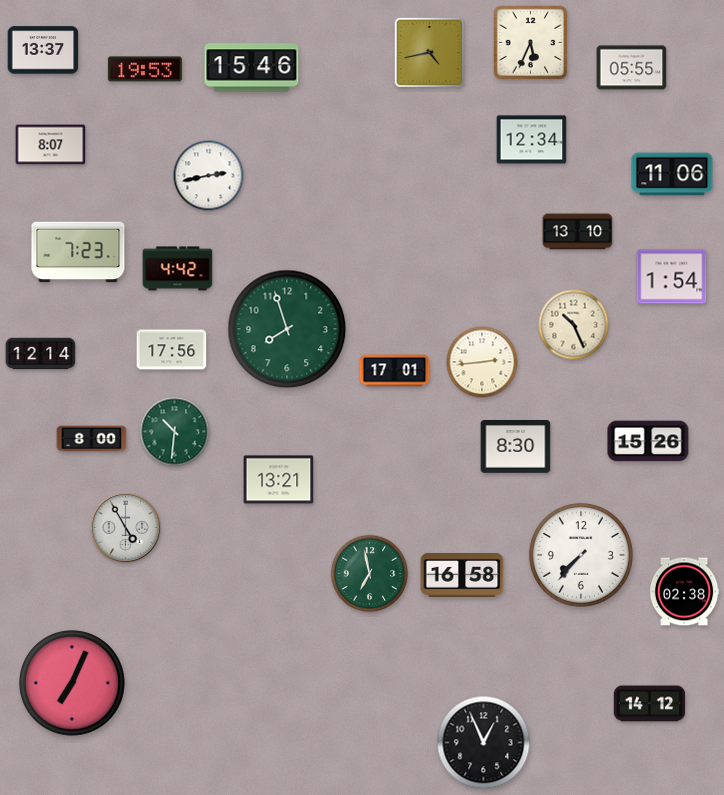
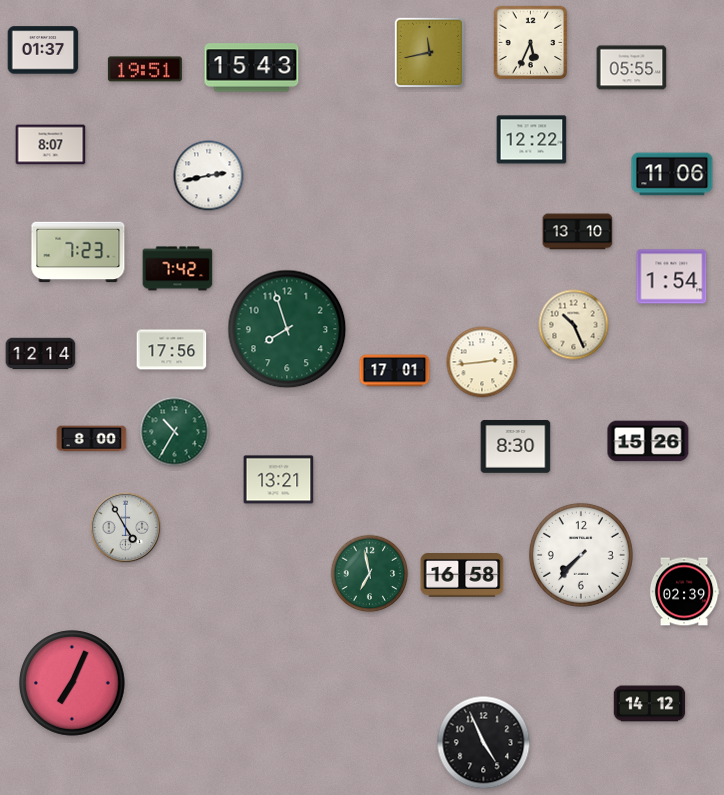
clock at (43, 50): 13:37 -> 01:37
clock at (429, 52): 4:43 -> 11:43
clock at (252, 68): 15:46 -> 15:43
clock at (145, 69): 19:53 -> 19:51
clock at (532, 140): 12:34 -> 12:22
clock at (178, 269): 4:42 -> 7:42
clock at (175, 432): 10:31 -> 10:35
clock at (684, 592): 02:38 -> 02:39
clock at (484, 743): 12:56 -> 4:56
